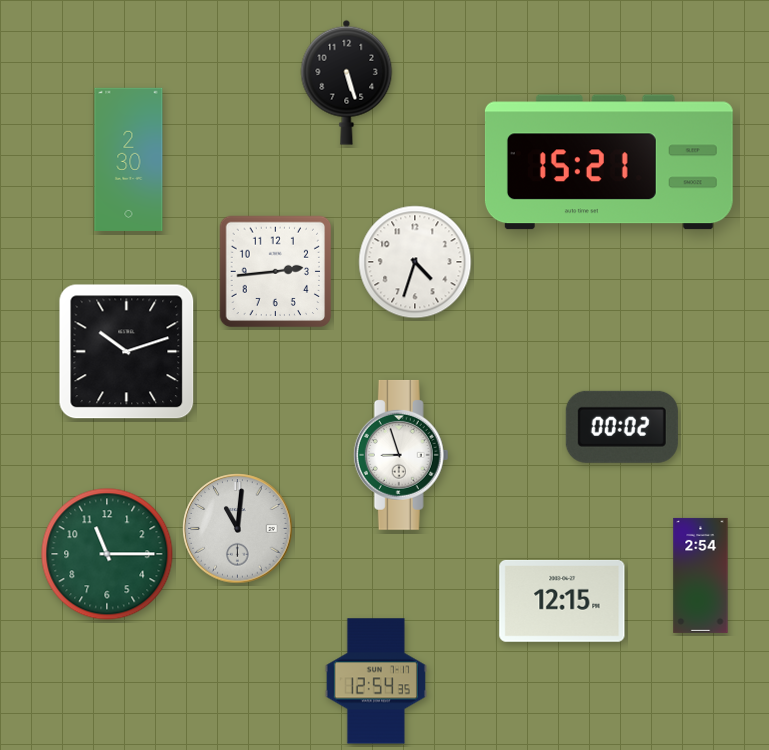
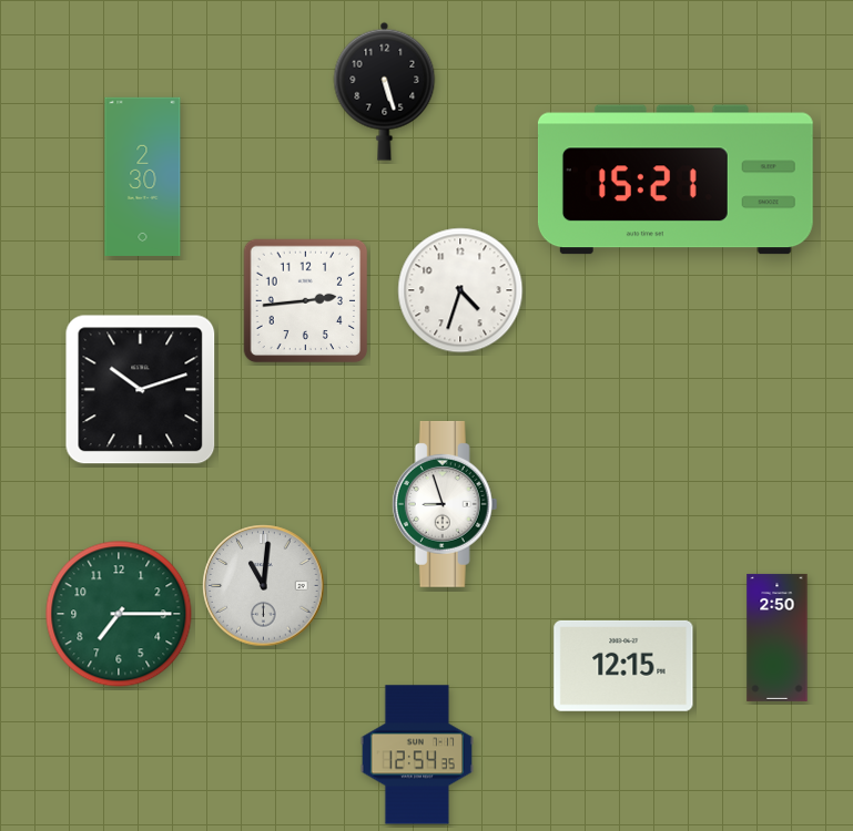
clock at (622, 427): 00:02 -> none
clock at (107, 554): 11:15 -> 7:15
clock at (701, 575): 2:54 -> 2:50
